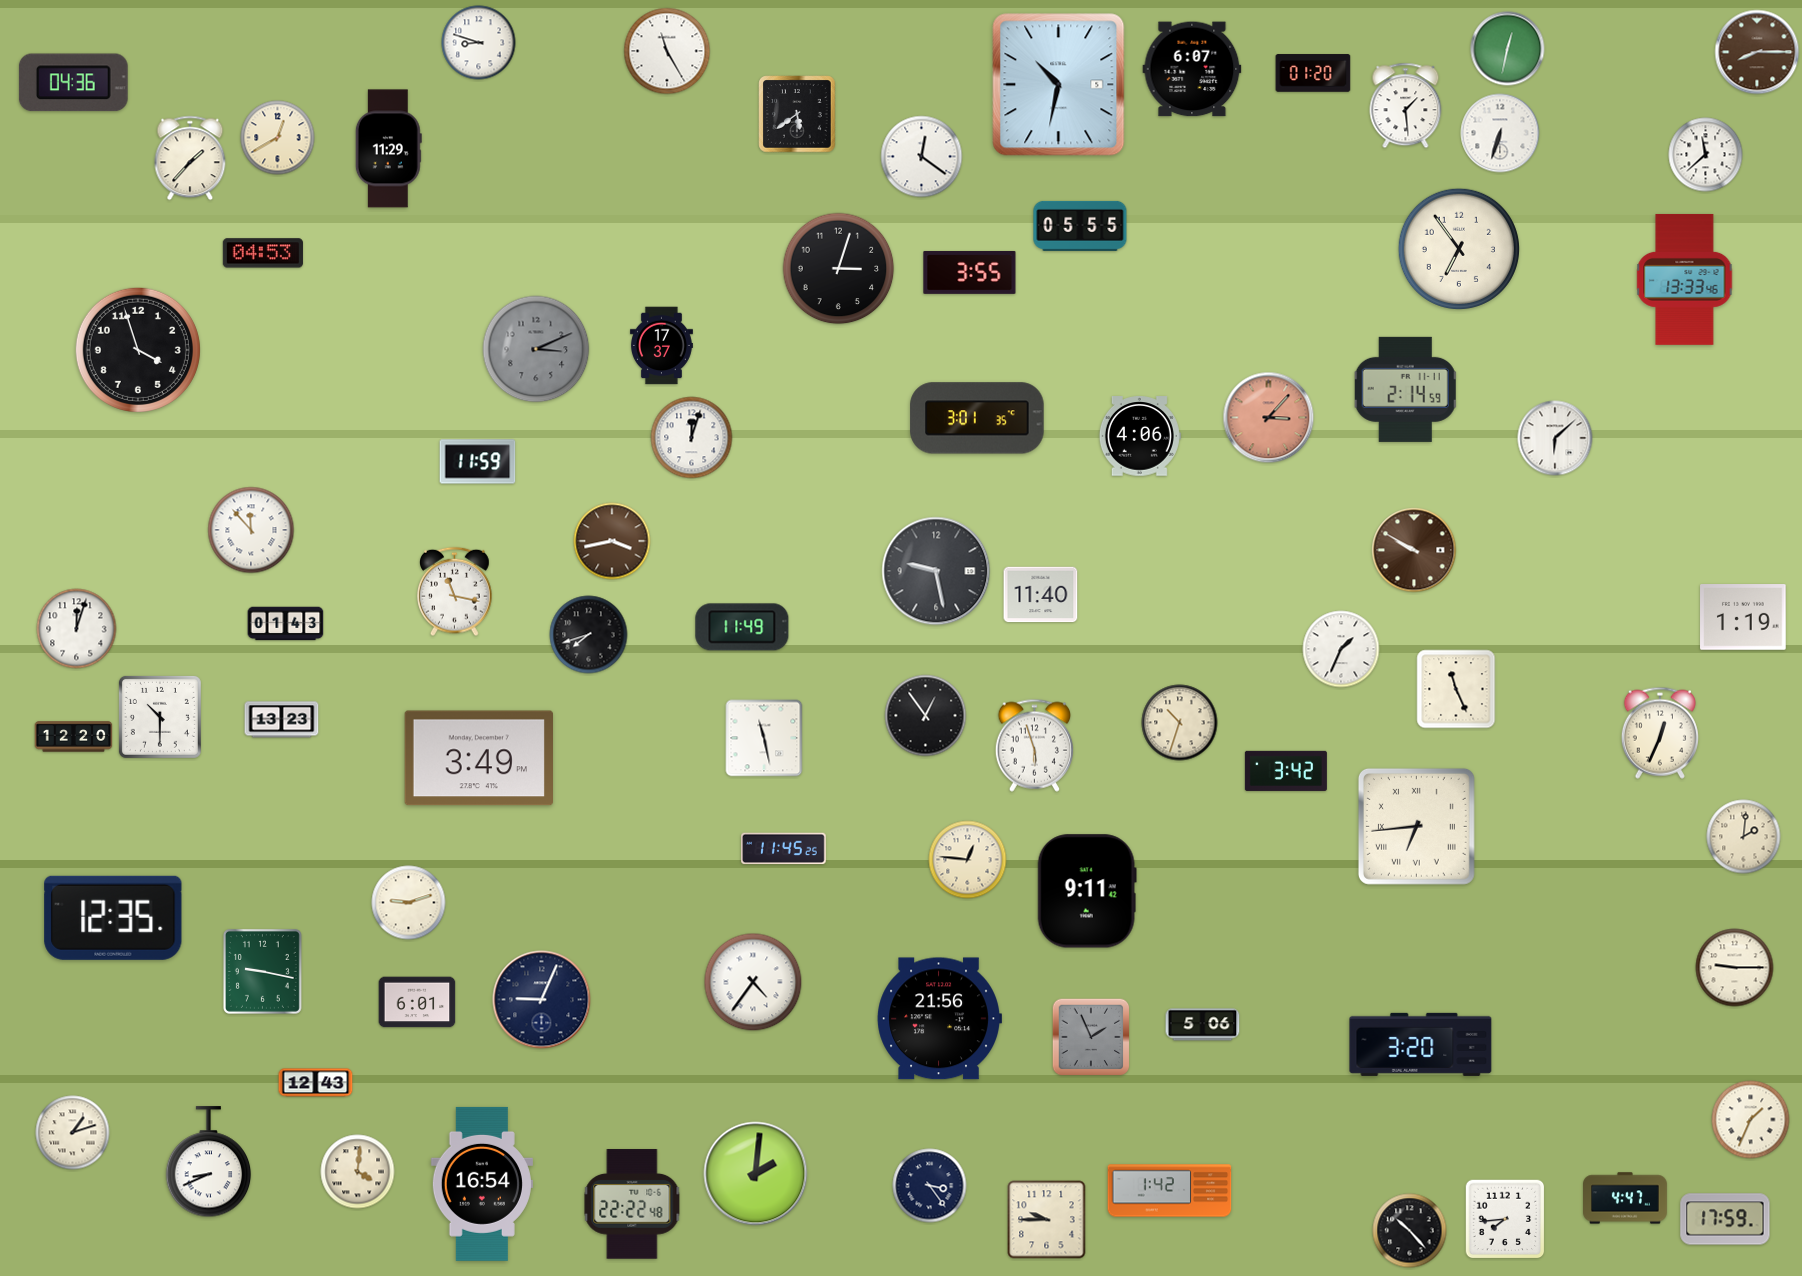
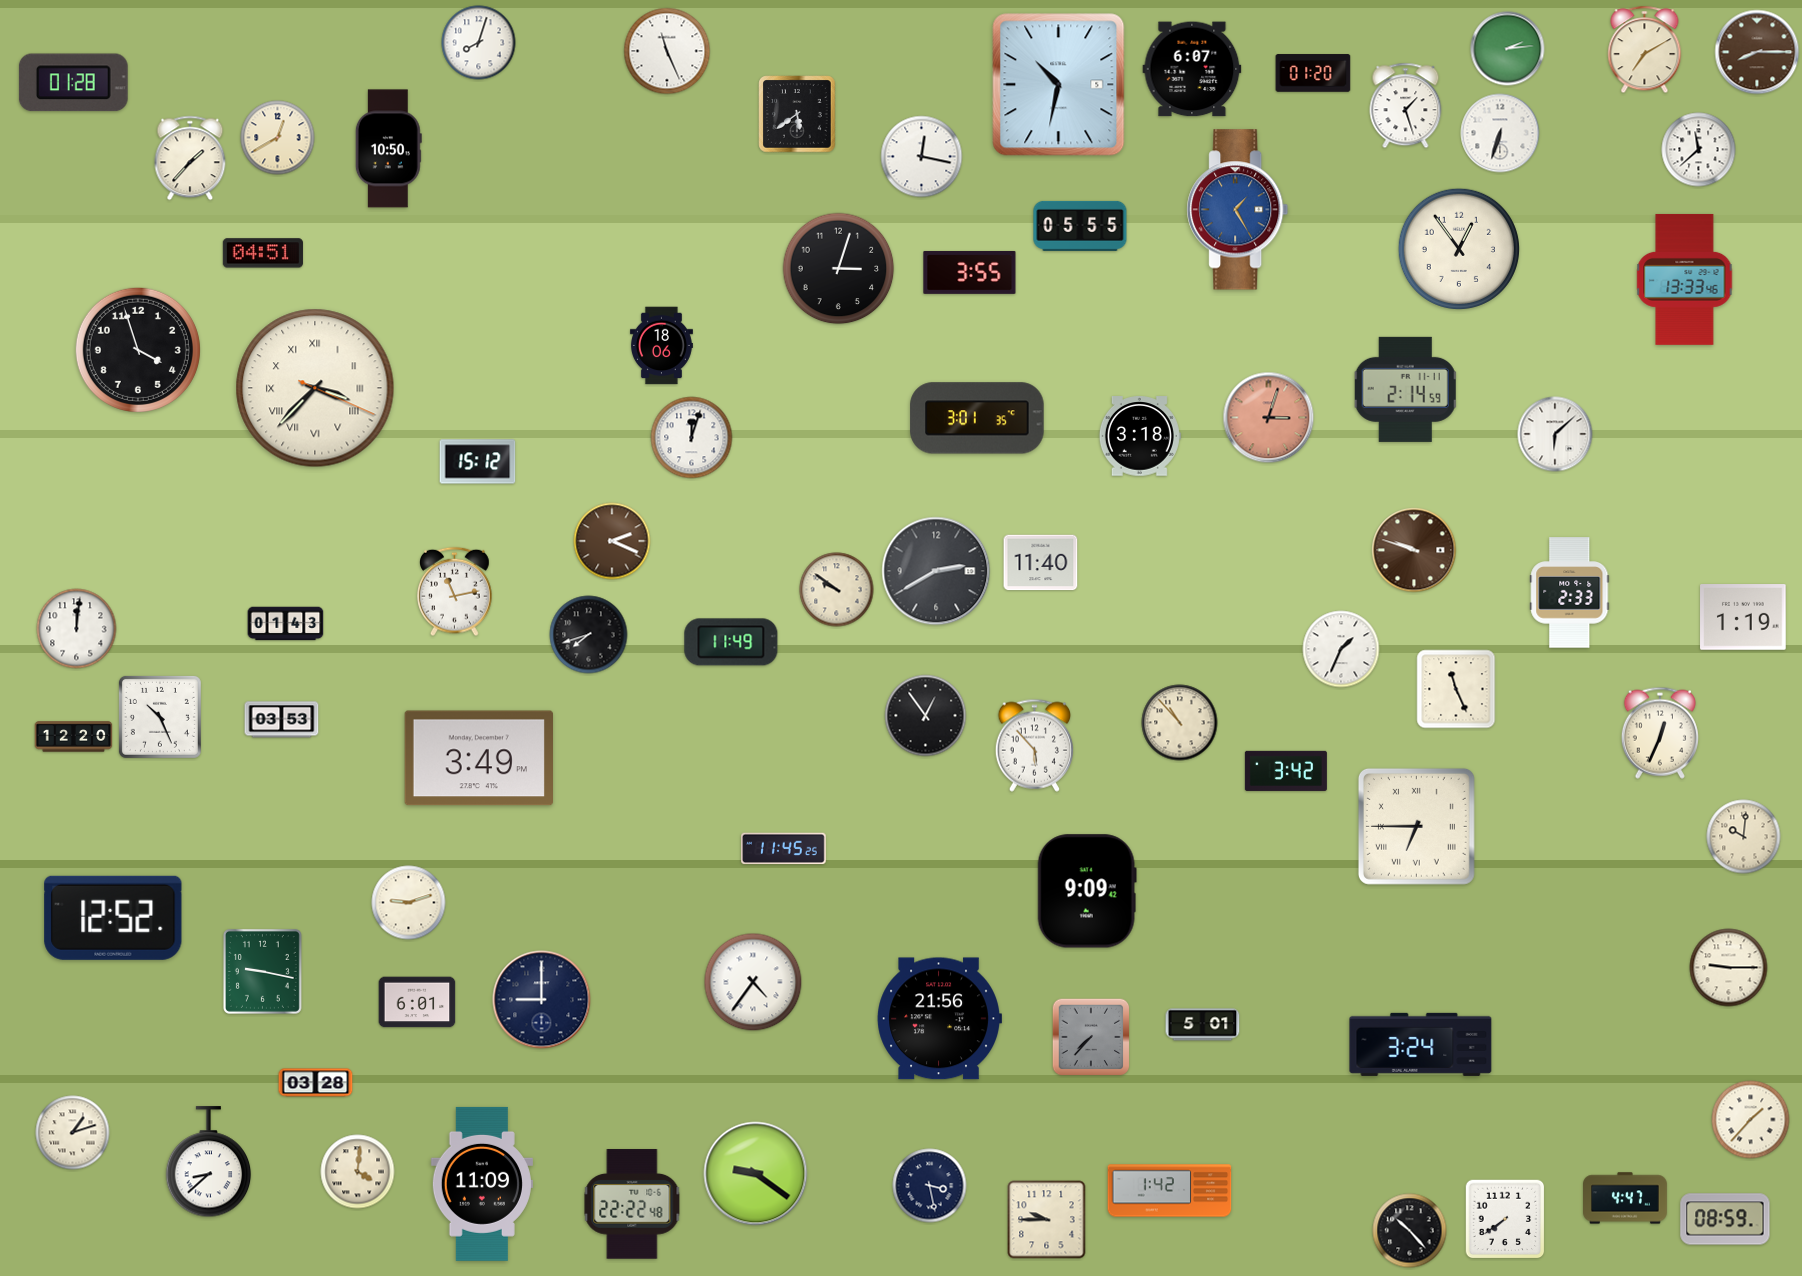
clock at (479, 43): 8:48 -> 8:03
clock at (1508, 49): 12:32 -> 2:14
clock at (1645, 50): none -> 7:10
clock at (667, 51): 11:25 -> 11:26
clock at (73, 83): 04:36 -> 01:28
clock at (1406, 106): 1:29 -> 1:27
clock at (388, 149): 11:29 -> 10:50
clock at (1706, 155) position: (1706, 155) -> (1699, 150)
clock at (922, 157): 12:21 -> 12:17
clock at (1238, 210): none -> 1:25
clock at (1459, 249): 6:54 -> 12:54
clock at (263, 253): 04:53 -> 04:51
clock at (661, 346): 17:37 -> 18:06
clock at (536, 349): 3:11 -> none
clock at (315, 388): none -> 3:37
clock at (1269, 418): 3:07 -> 3:03
clock at (1140, 436): 4:06 -> 3:18
clock at (1555, 438) position: (1555, 438) -> (1555, 434)
clock at (478, 462): 11:59 -> 15:12
clock at (251, 530): 11:53 -> none
clock at (612, 541): 3:43 -> 2:19
clock at (1414, 550): 9:50 -> 9:48
clock at (936, 571): 9:28 -> 2:40
clock at (837, 590): none -> 9:51
clock at (455, 592): 11:17 -> 11:13
clock at (1570, 593): none -> 2:33
clock at (1041, 595) position: (1041, 595) -> (1041, 563)
clock at (742, 627) position: (742, 627) -> (731, 642)
clock at (77, 629): 12:03 -> 12:01
clock at (160, 717): 10:30 -> 10:26
clock at (282, 720): 13:23 -> 03:53
clock at (1180, 723): 10:33 -> 10:53
clock at (764, 738): 11:28 -> none
clock at (1034, 745): 5:57 -> 5:53
clock at (1416, 826): 6:44 -> 6:45
clock at (1744, 837): 2:01 -> 10:01
clock at (968, 860): 12:46 -> none
clock at (1087, 891): 9:11 -> 9:09
clock at (113, 918): 12:35 -> 12:52
clock at (1735, 968) position: (1735, 968) -> (1729, 968)
clock at (542, 1000): 9:04 -> 9:00
clock at (1203, 1025): 5:06 -> 5:01
clock at (1091, 1037): 1:56 -> 7:37
clock at (1421, 1044): 3:20 -> 3:24
clock at (316, 1083): 12:43 -> 03:28
clock at (1751, 1120): 1:34 -> 1:37
clock at (209, 1162): 8:41 -> 8:38
clock at (756, 1174): 2:01 -> 9:21
clock at (482, 1184): 16:54 -> 11:09
clock at (930, 1186): 3:24 -> 3:28
clock at (1505, 1219): 7:44 -> 7:39
clock at (1725, 1219): 17:59 -> 08:59
